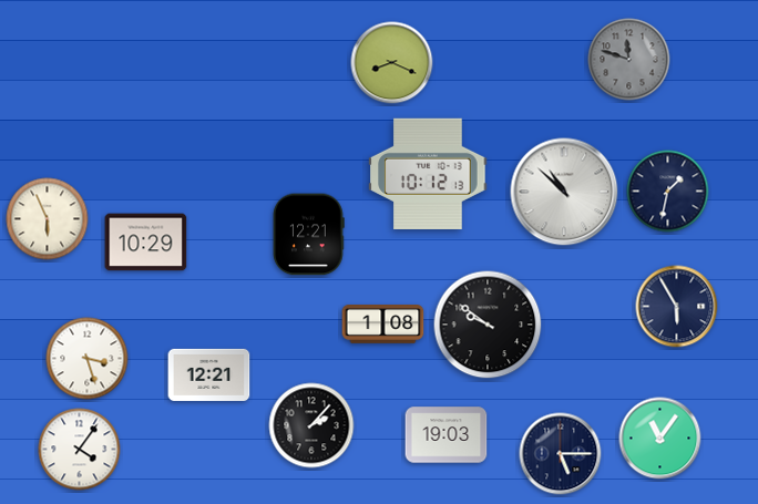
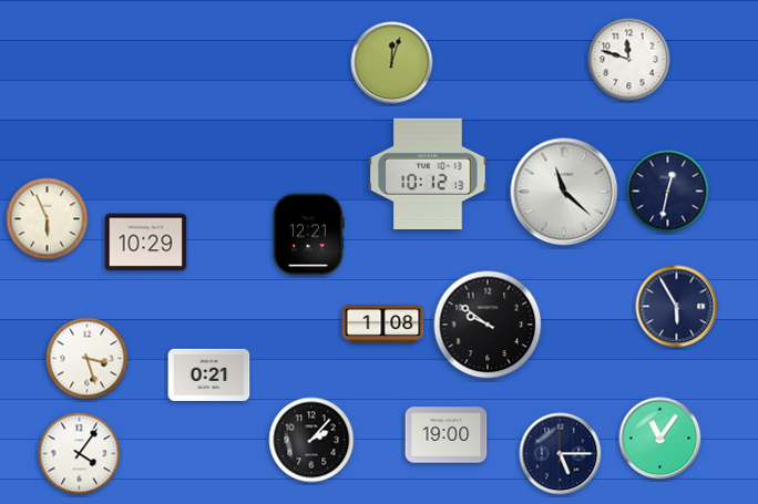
clock at (629, 60) dial: grey -> white
clock at (392, 63): 8:19 -> 12:03
clock at (564, 192): 10:52 -> 11:22
clock at (668, 192): 1:32 -> 12:32
clock at (209, 374): 12:21 -> 0:21
clock at (311, 425) position: (311, 425) -> (311, 440)
clock at (447, 435): 19:03 -> 19:00
clock at (80, 450) position: (80, 450) -> (80, 454)
